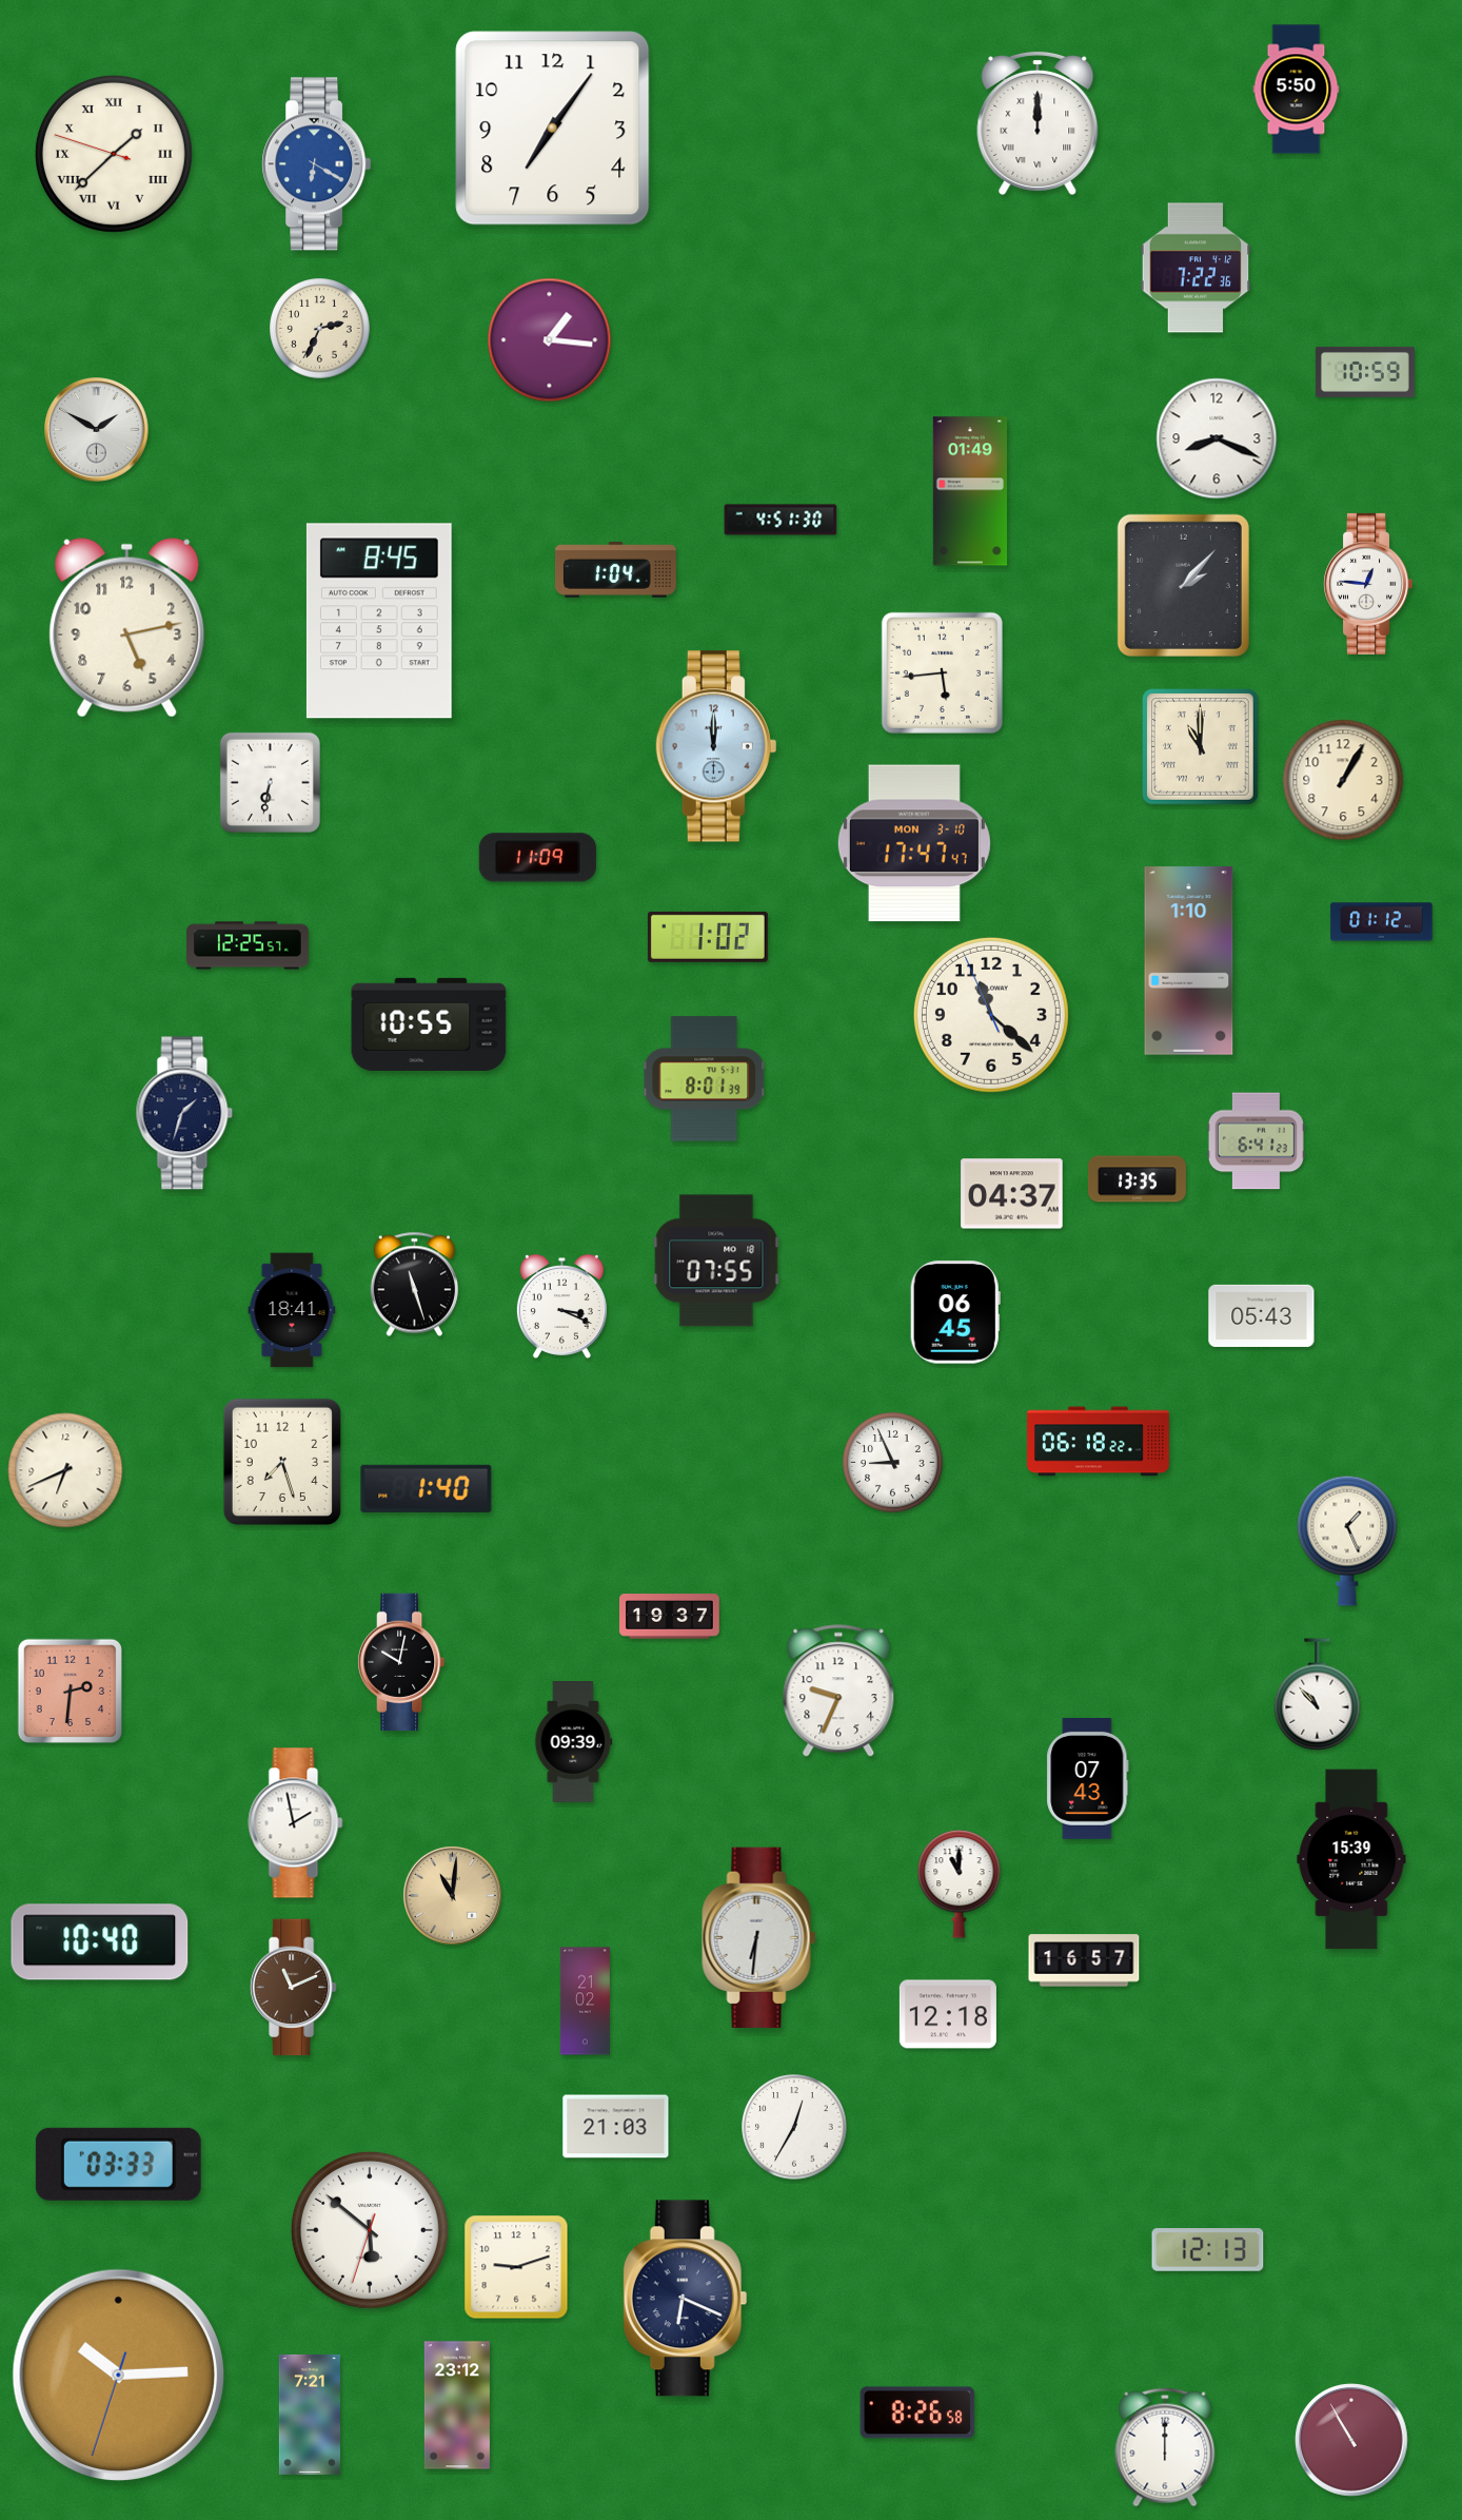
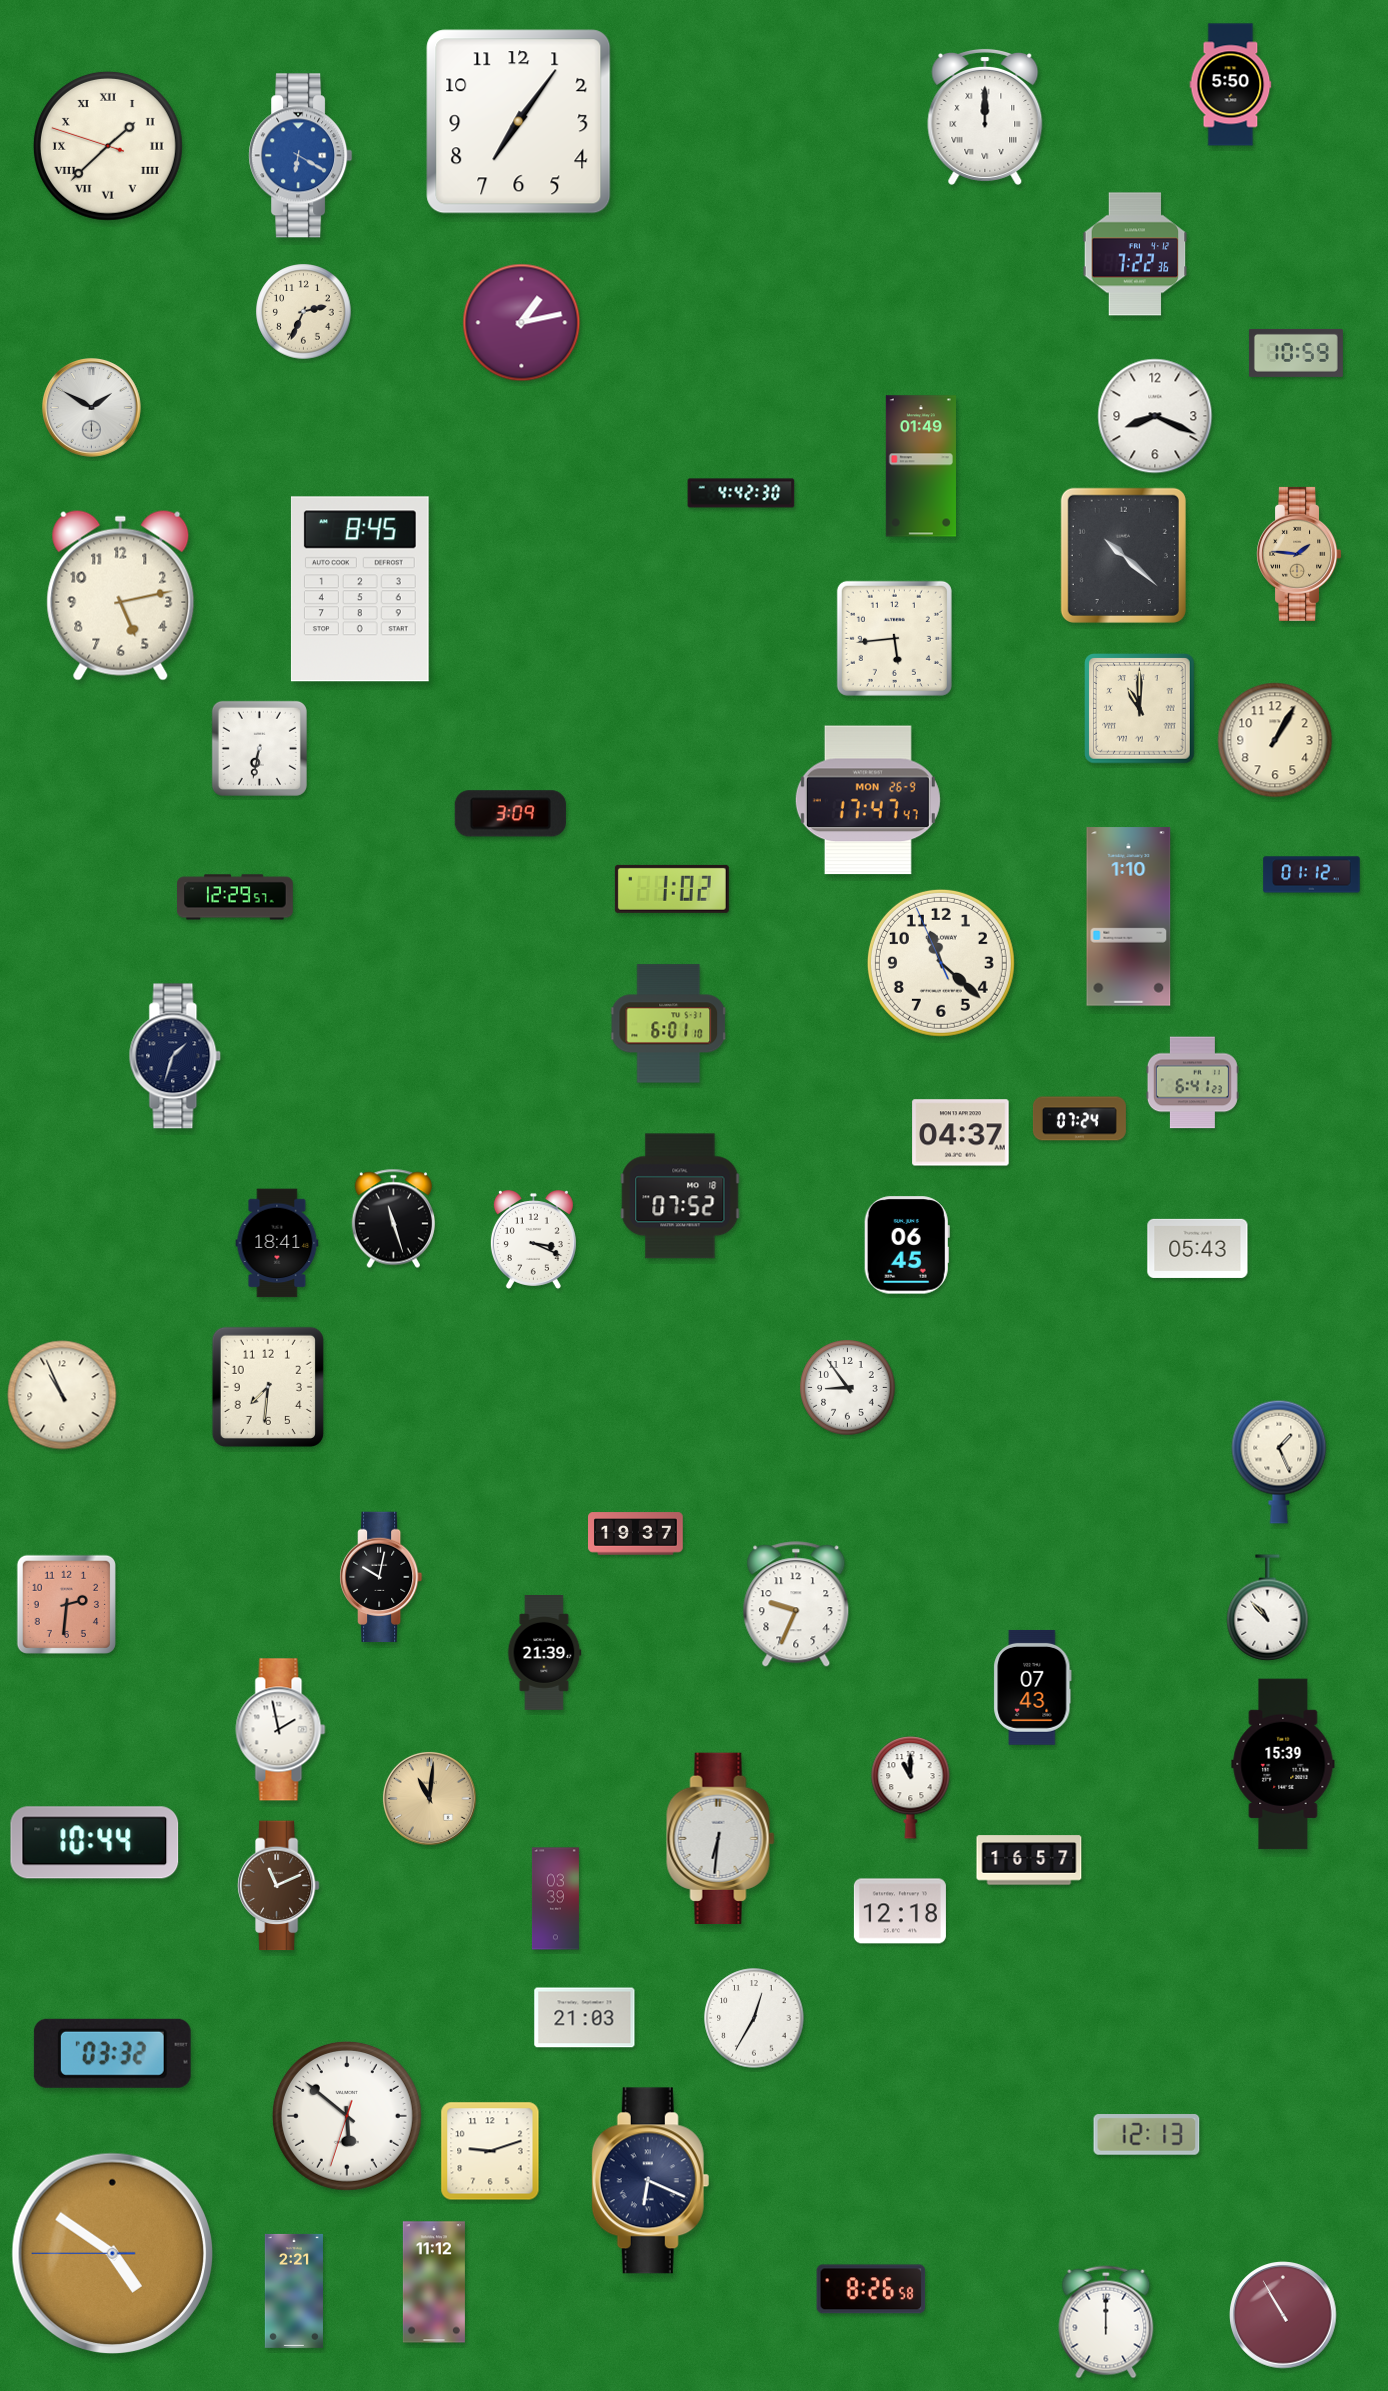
clock at (553, 129) position: (553, 129) -> (519, 122)
clock at (550, 340): 1:16 -> 1:13
clock at (781, 520): 4:51 -> 4:42
clock at (615, 570): 1:04 -> none
clock at (1368, 584): 12:46 -> 1:46
clock at (1368, 584) dial: white -> champagne
clock at (1183, 585): 2:07 -> 10:22
clock at (716, 746): 12:00 -> none
clock at (270, 782) position: (270, 782) -> (259, 748)
clock at (914, 843) date: MON 3-10 -> MON 26-9
clock at (537, 858): 11:09 -> 3:09
clock at (248, 945): 12:25 -> 12:29
clock at (1189, 961) position: (1189, 961) -> (1129, 917)
clock at (429, 1024): 10:55 -> none
clock at (705, 1079): 8:01 -> 6:01
clock at (1137, 1179): 13:35 -> 07:24
clock at (716, 1261): 07:55 -> 07:52
clock at (1098, 1442): 06:18 -> none
clock at (282, 1462): 7:27 -> 7:31
clock at (893, 1463): 8:56 -> 8:54
clock at (65, 1470): 6:41 -> 10:56
clock at (427, 1488): 1:40 -> none
clock at (1318, 1695) position: (1318, 1695) -> (1268, 1608)
clock at (573, 1742): 09:39 -> 21:39
clock at (100, 1942): 10:40 -> 10:44
clock at (585, 2001): 21:02 -> 03:39
clock at (118, 2164): 03:33 -> 03:32
clock at (370, 2230) position: (370, 2230) -> (347, 2116)
clock at (118, 2375): 10:14 -> 4:50
clock at (457, 2405): 23:12 -> 11:12
clock at (310, 2415): 7:21 -> 2:21
